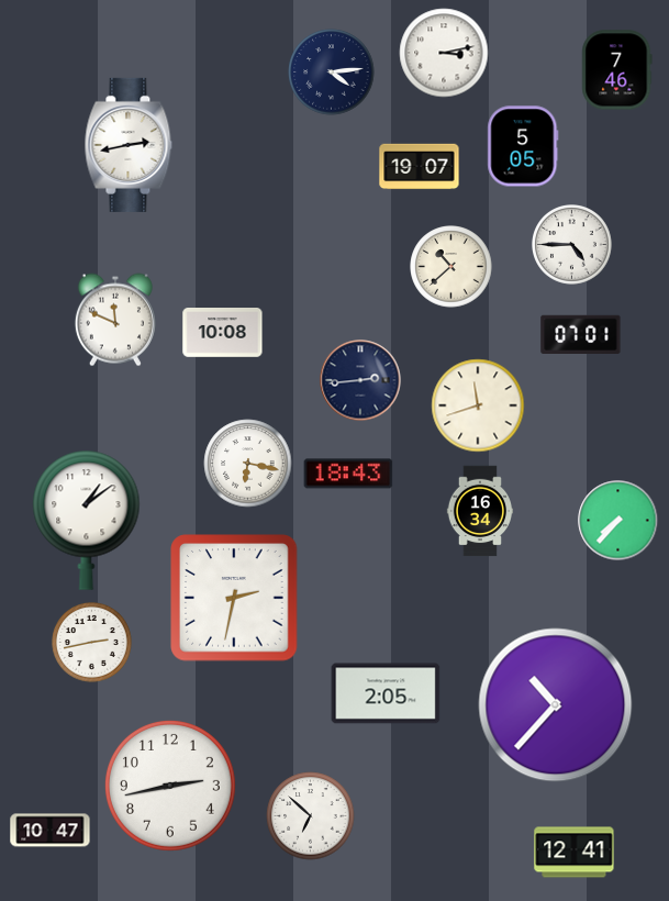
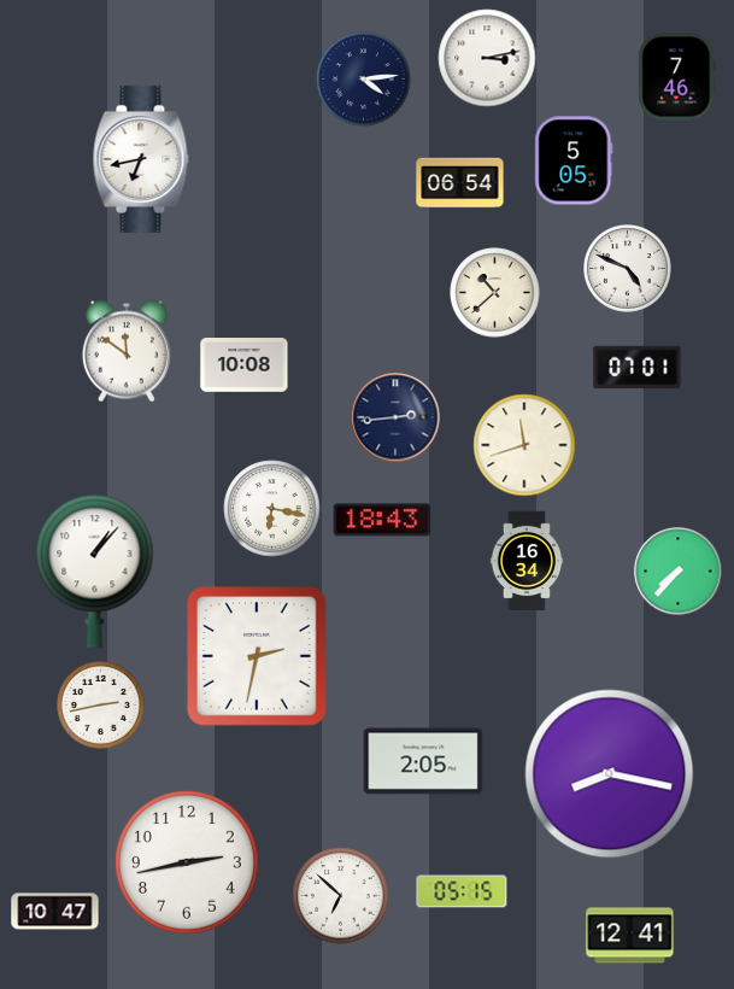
clock at (129, 145): 2:43 -> 6:43
clock at (420, 167): 19:07 -> 06:54
clock at (572, 245): 4:45 -> 4:49
clock at (115, 320): 11:49 -> 11:51
clock at (87, 520): 1:09 -> 1:07
clock at (556, 705): 10:37 -> 8:17
clock at (462, 891): none -> 05:15
